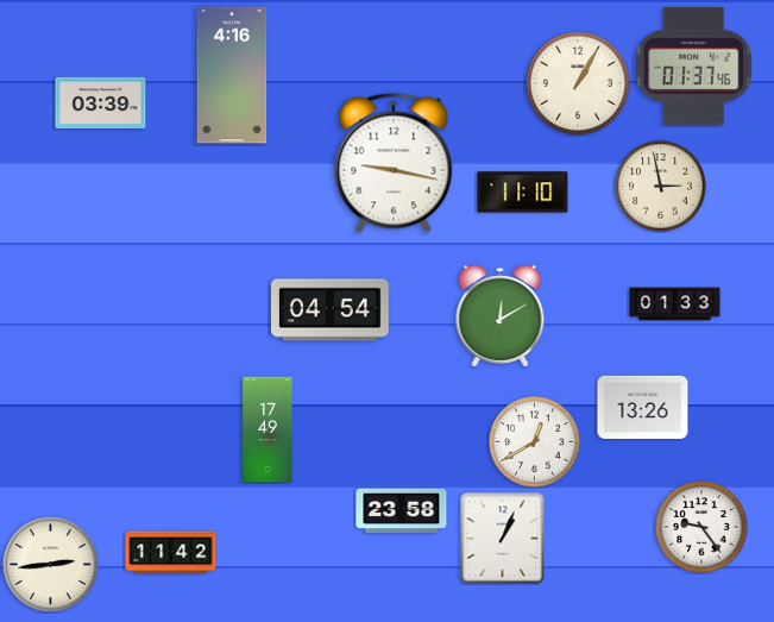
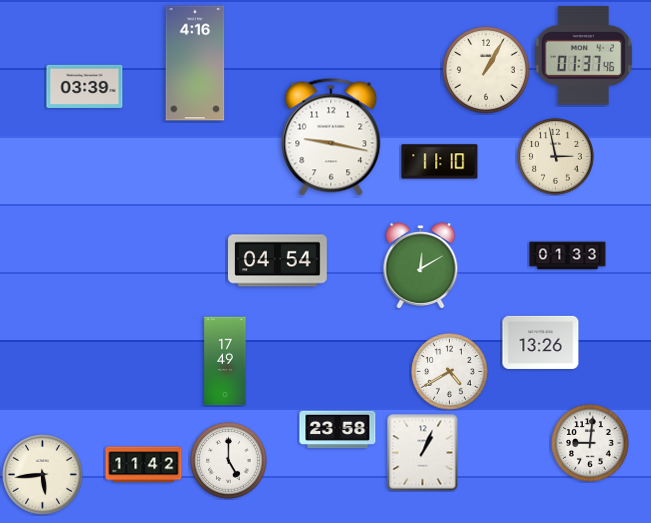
clock at (535, 442): 12:40 -> 4:40
clock at (701, 527): 9:24 -> 9:01
clock at (229, 461): none -> 5:00
clock at (51, 565): 2:44 -> 5:44
